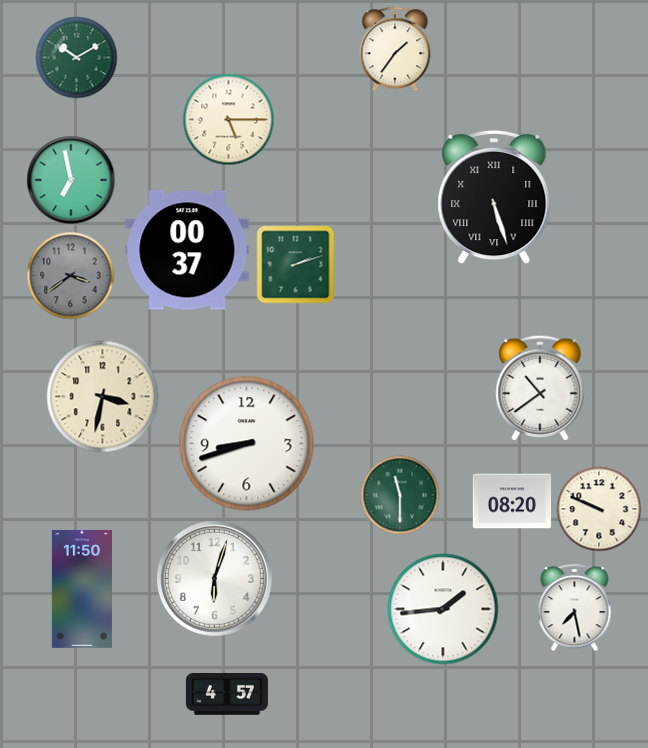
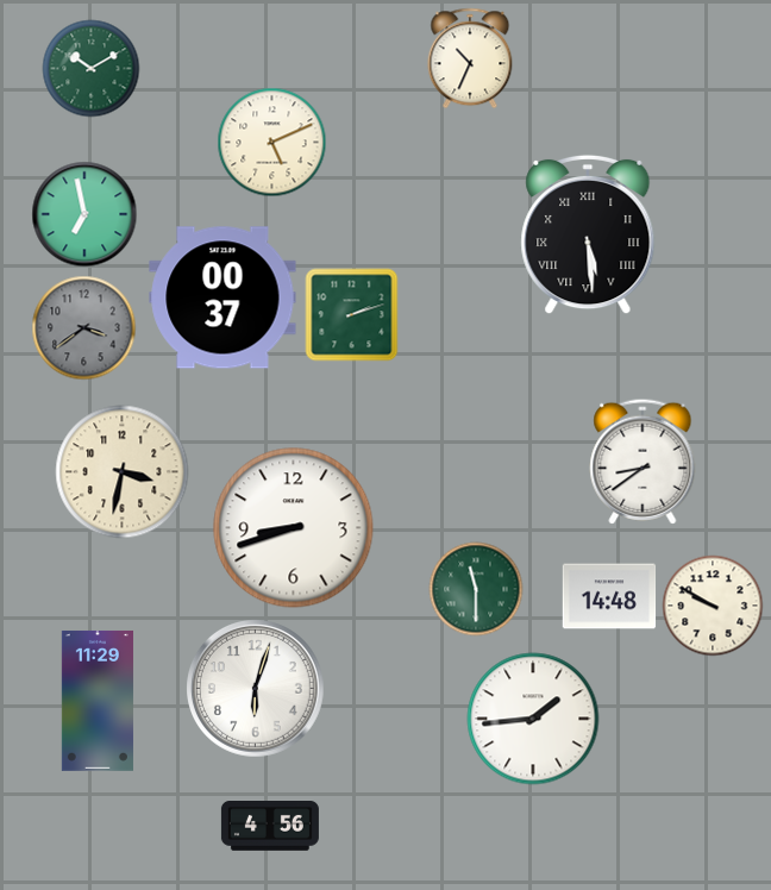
clock at (395, 49): 1:36 -> 10:34
clock at (229, 120): 5:15 -> 5:11
clock at (494, 197): 5:27 -> 5:29
clock at (540, 388): 10:39 -> 8:39
clock at (512, 501): 08:20 -> 14:48
clock at (599, 509): 9:49 -> 9:50
clock at (82, 589): 11:50 -> 11:29
clock at (575, 608): 7:28 -> none
clock at (443, 609) position: (443, 609) -> (533, 719)
clock at (227, 695): 4:57 -> 4:56
